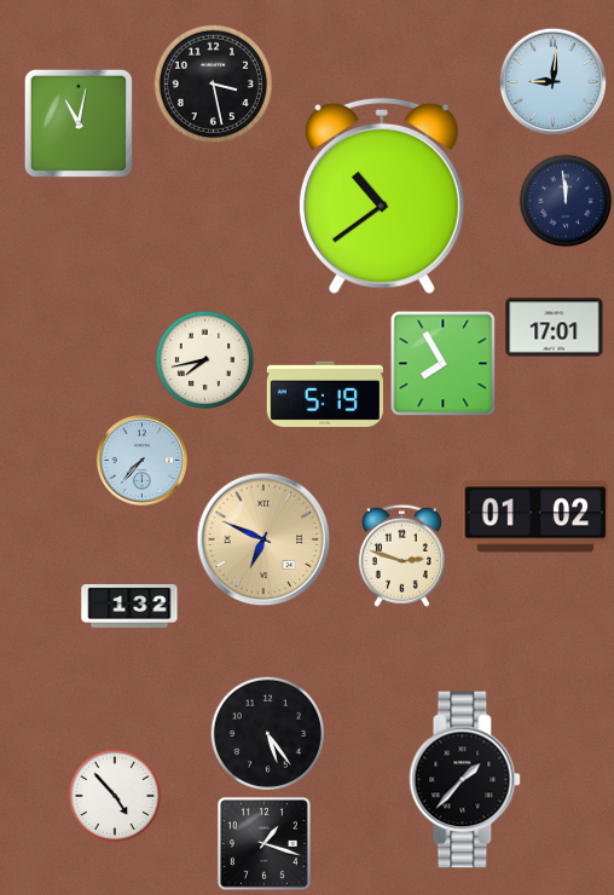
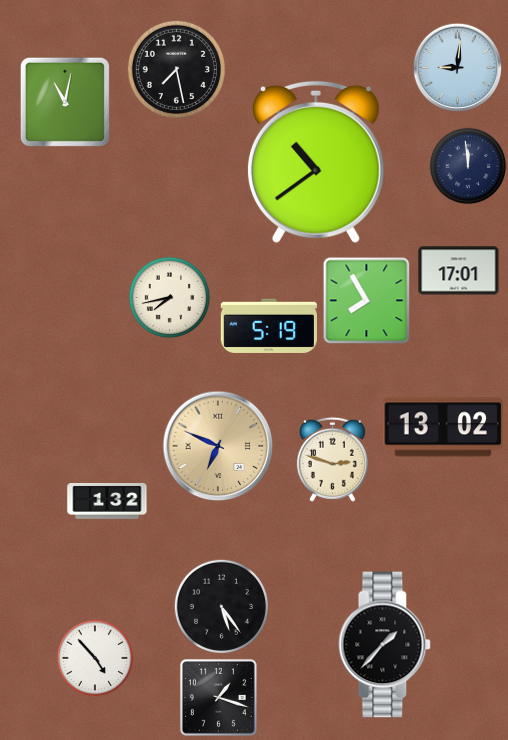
clock at (213, 83): 3:28 -> 7:28
clock at (141, 460): 7:37 -> none
clock at (535, 516): 01:02 -> 13:02
